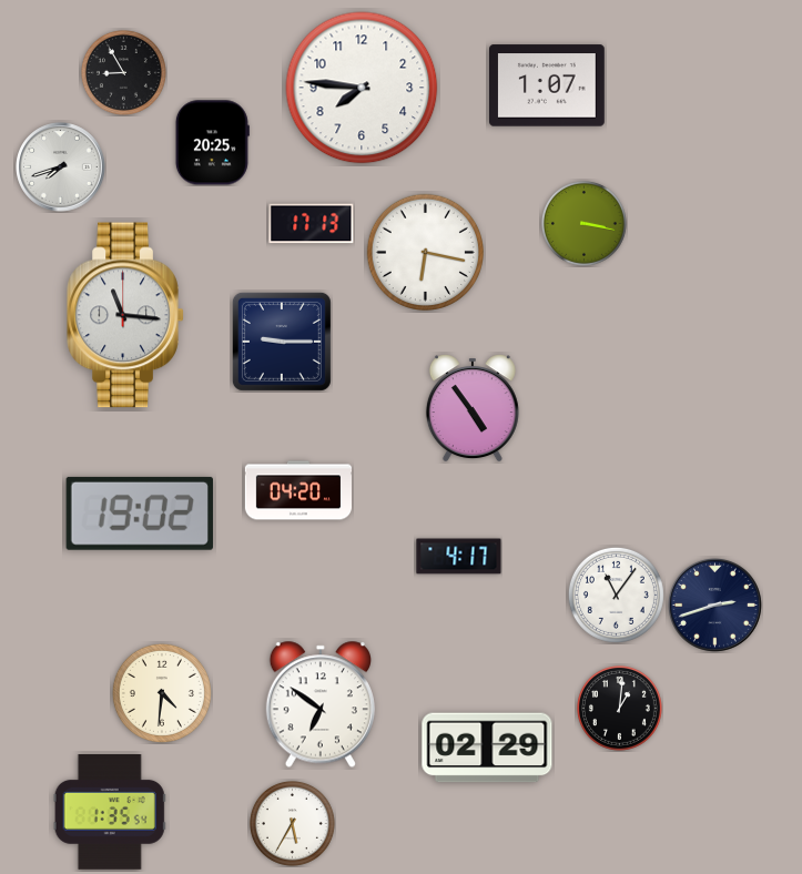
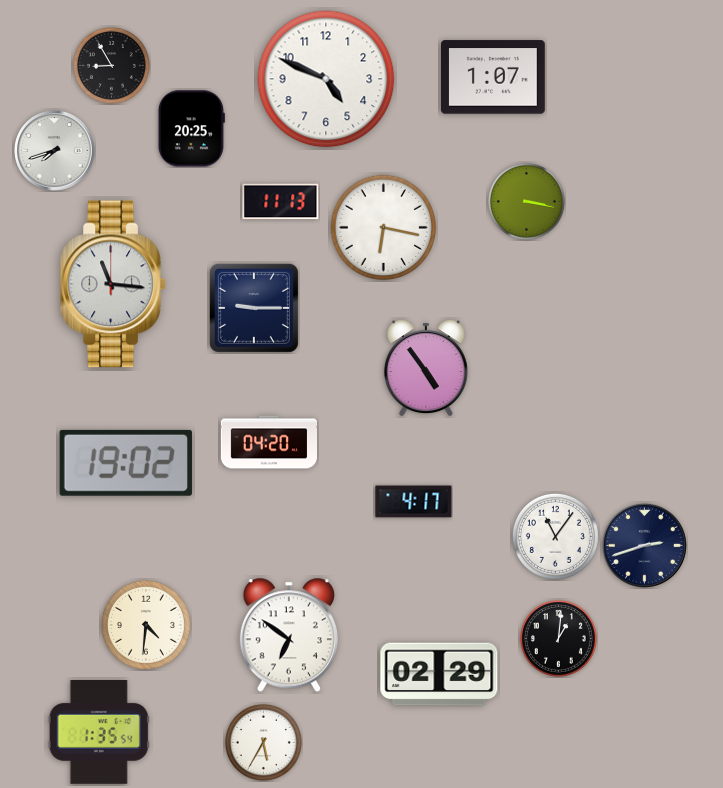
clock at (362, 88): 7:46 -> 4:49
clock at (312, 224): 17:13 -> 11:13
